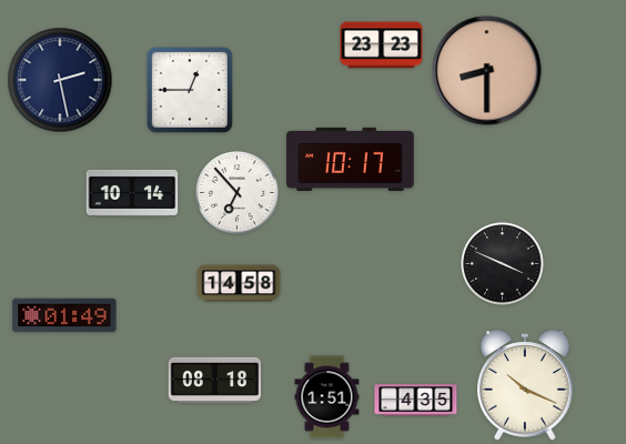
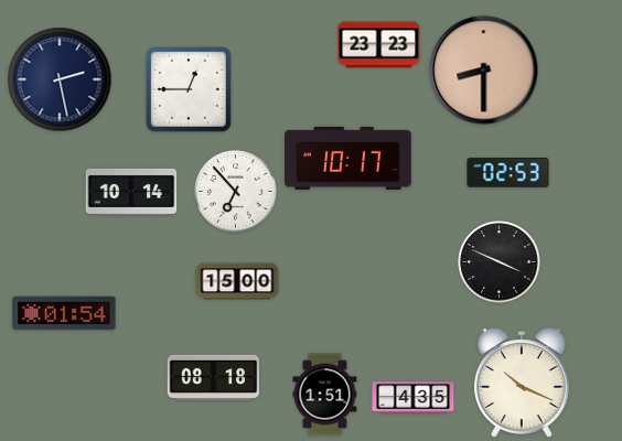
clock at (508, 173): none -> 02:53
clock at (239, 283): 14:58 -> 15:00
clock at (64, 315): 01:49 -> 01:54
